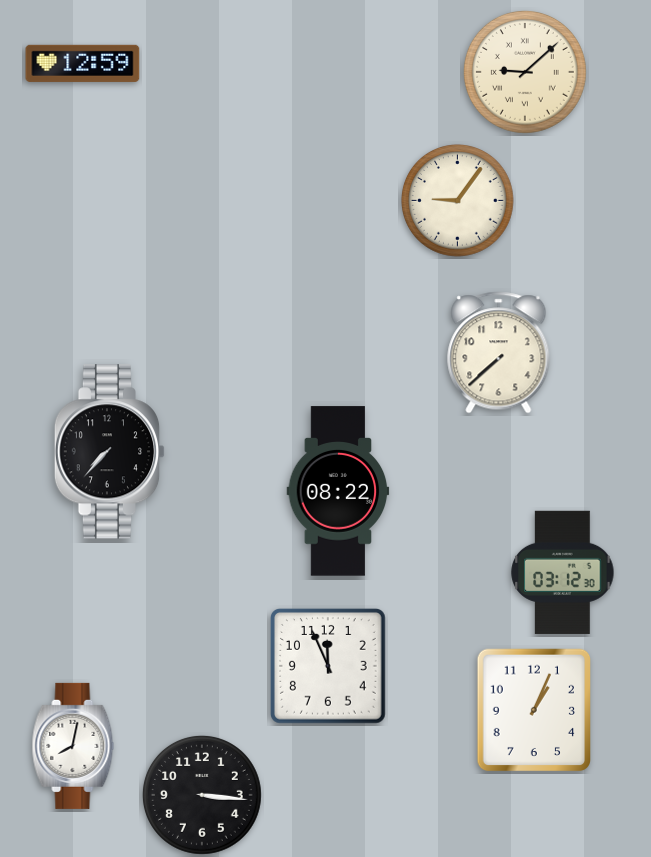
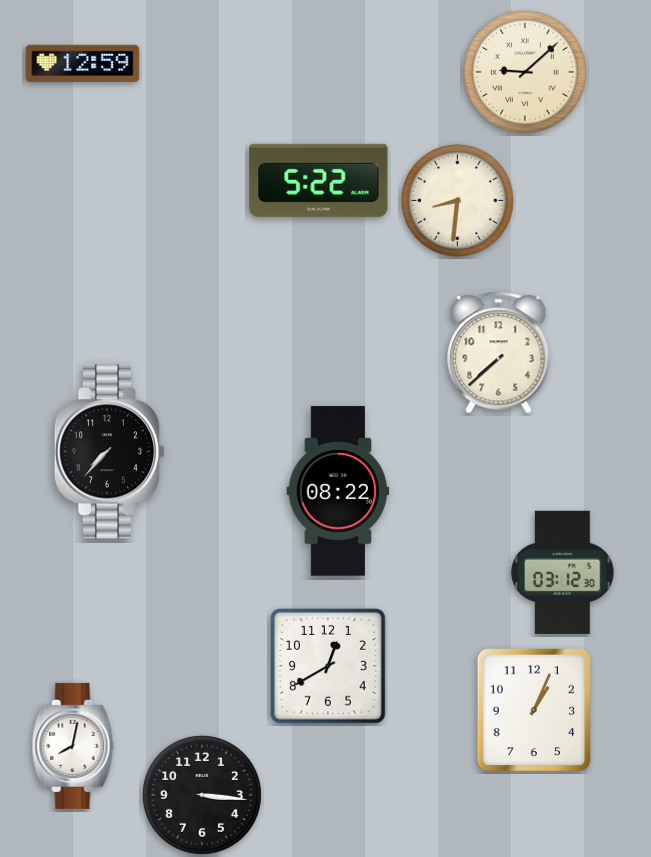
clock at (319, 180): none -> 5:22
clock at (458, 201): 9:06 -> 8:31
clock at (329, 667): 11:56 -> 12:40
